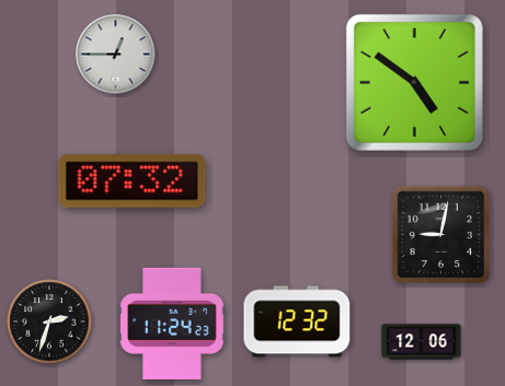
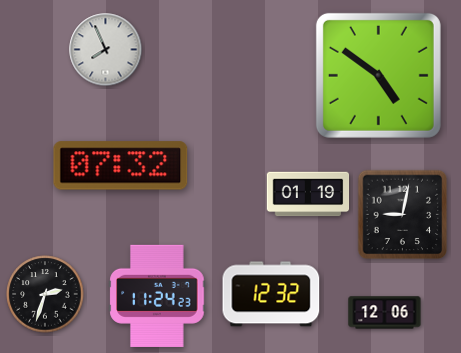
clock at (116, 55): 12:45 -> 7:56
clock at (308, 194): none -> 01:19
